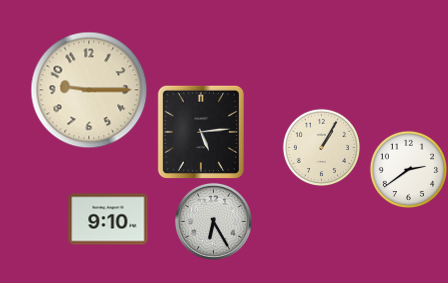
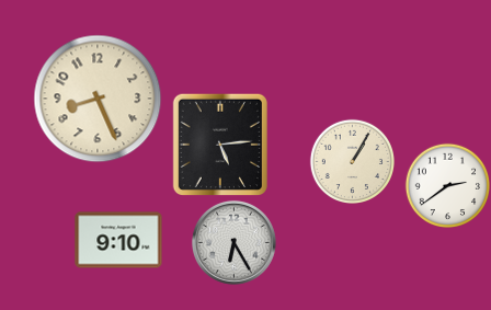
clock at (89, 90): 9:15 -> 8:26
